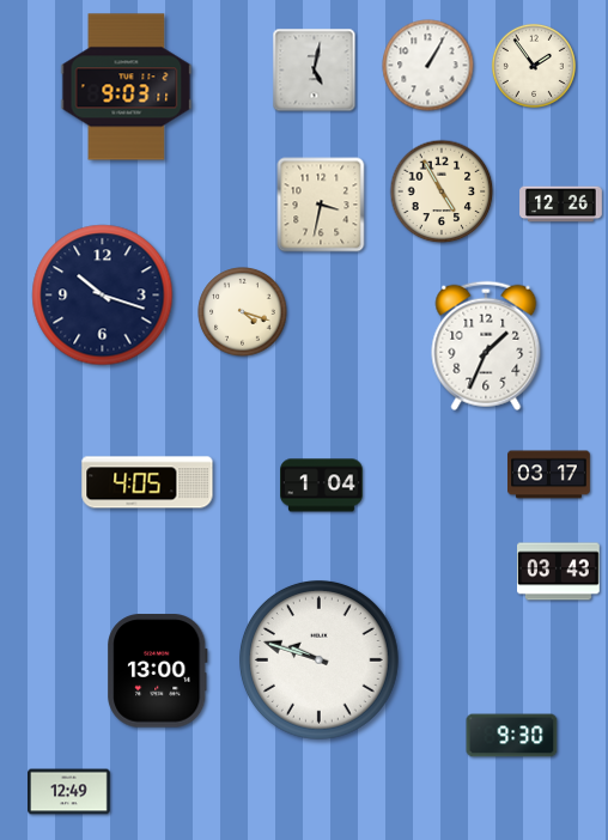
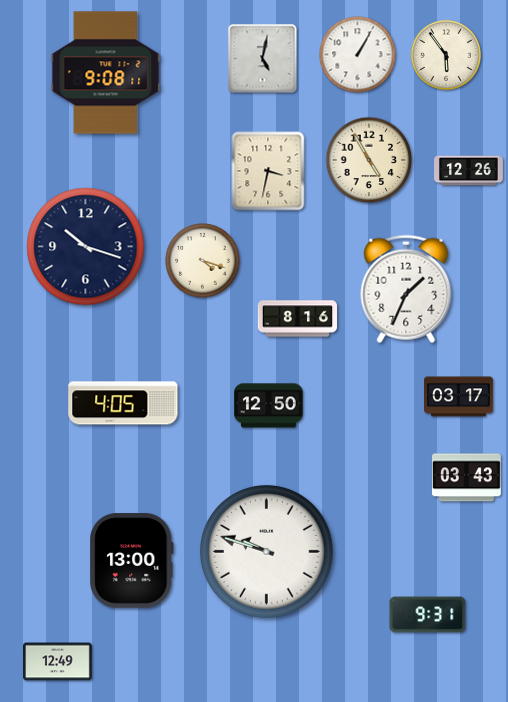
clock at (534, 66): 1:54 -> 5:54
clock at (127, 87): 9:03 -> 9:08
clock at (298, 319): none -> 8:16
clock at (322, 486): 1:04 -> 12:50
clock at (512, 736): 9:30 -> 9:31
